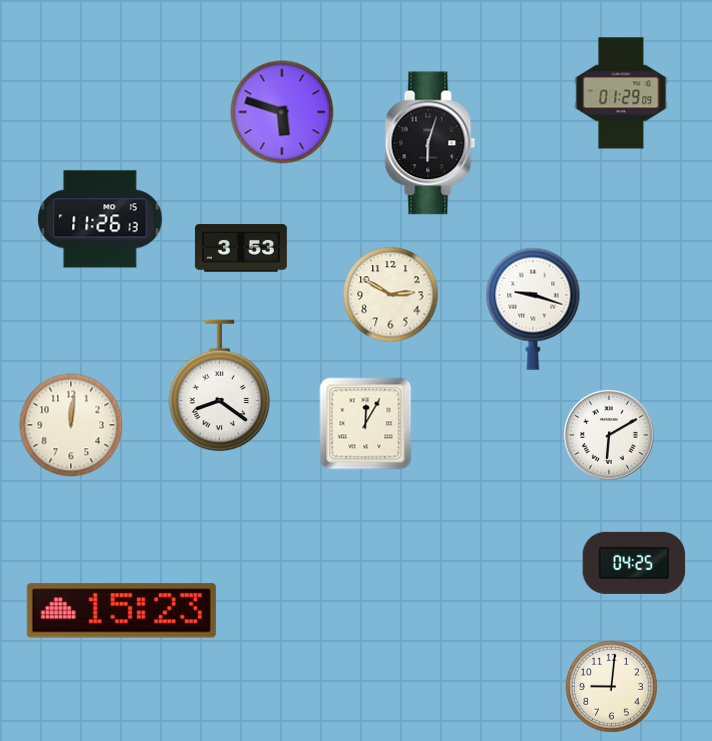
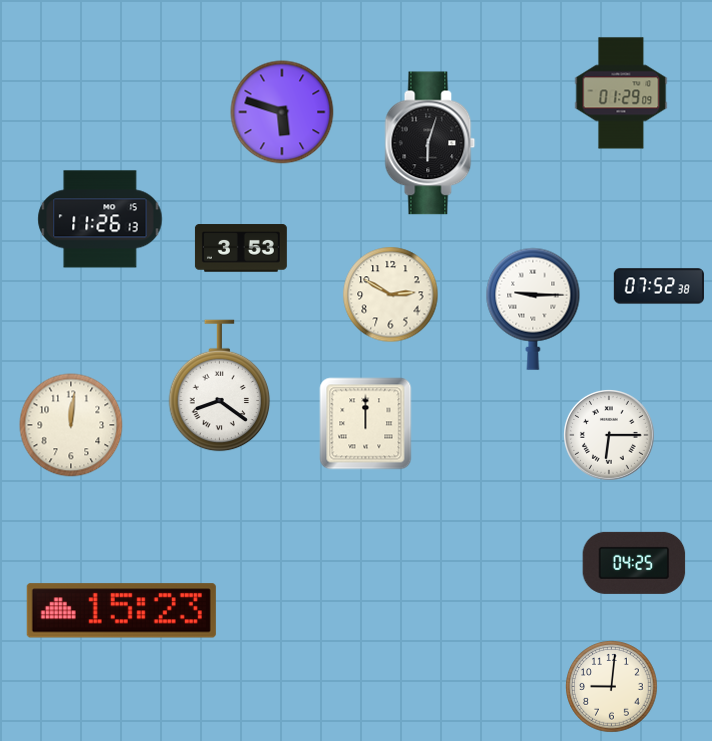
clock at (659, 286): none -> 07:52
clock at (533, 309): 9:18 -> 9:15
clock at (366, 424): 12:05 -> 12:00
clock at (610, 436): 6:10 -> 6:15
